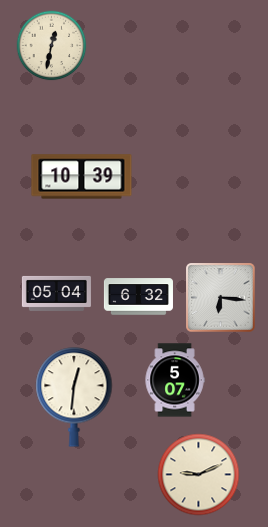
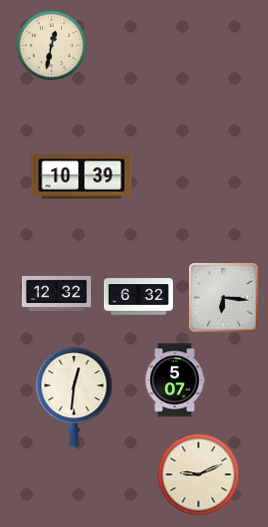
clock at (56, 293): 05:04 -> 12:32
clock at (221, 298) position: (221, 298) -> (224, 298)
